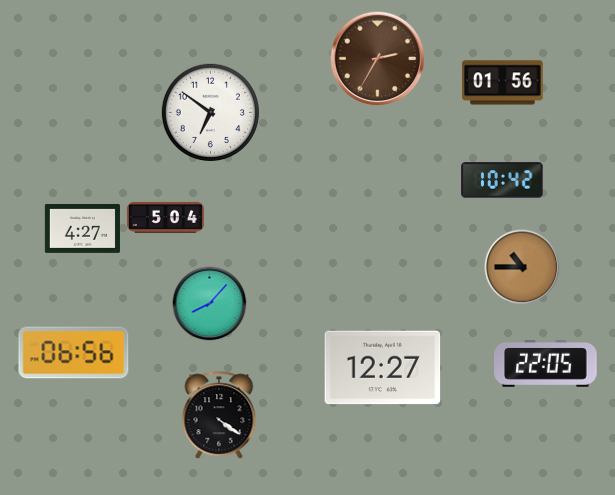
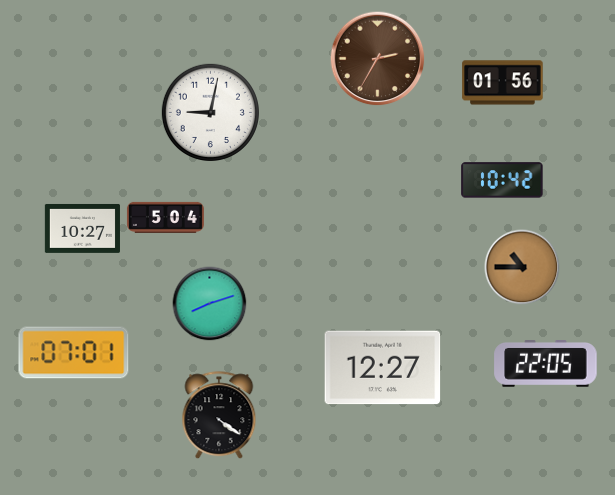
clock at (210, 112): 6:51 -> 9:02
clock at (82, 228): 4:27 -> 10:27
clock at (210, 304): 8:07 -> 8:12
clock at (74, 353): 06:56 -> 07:01
